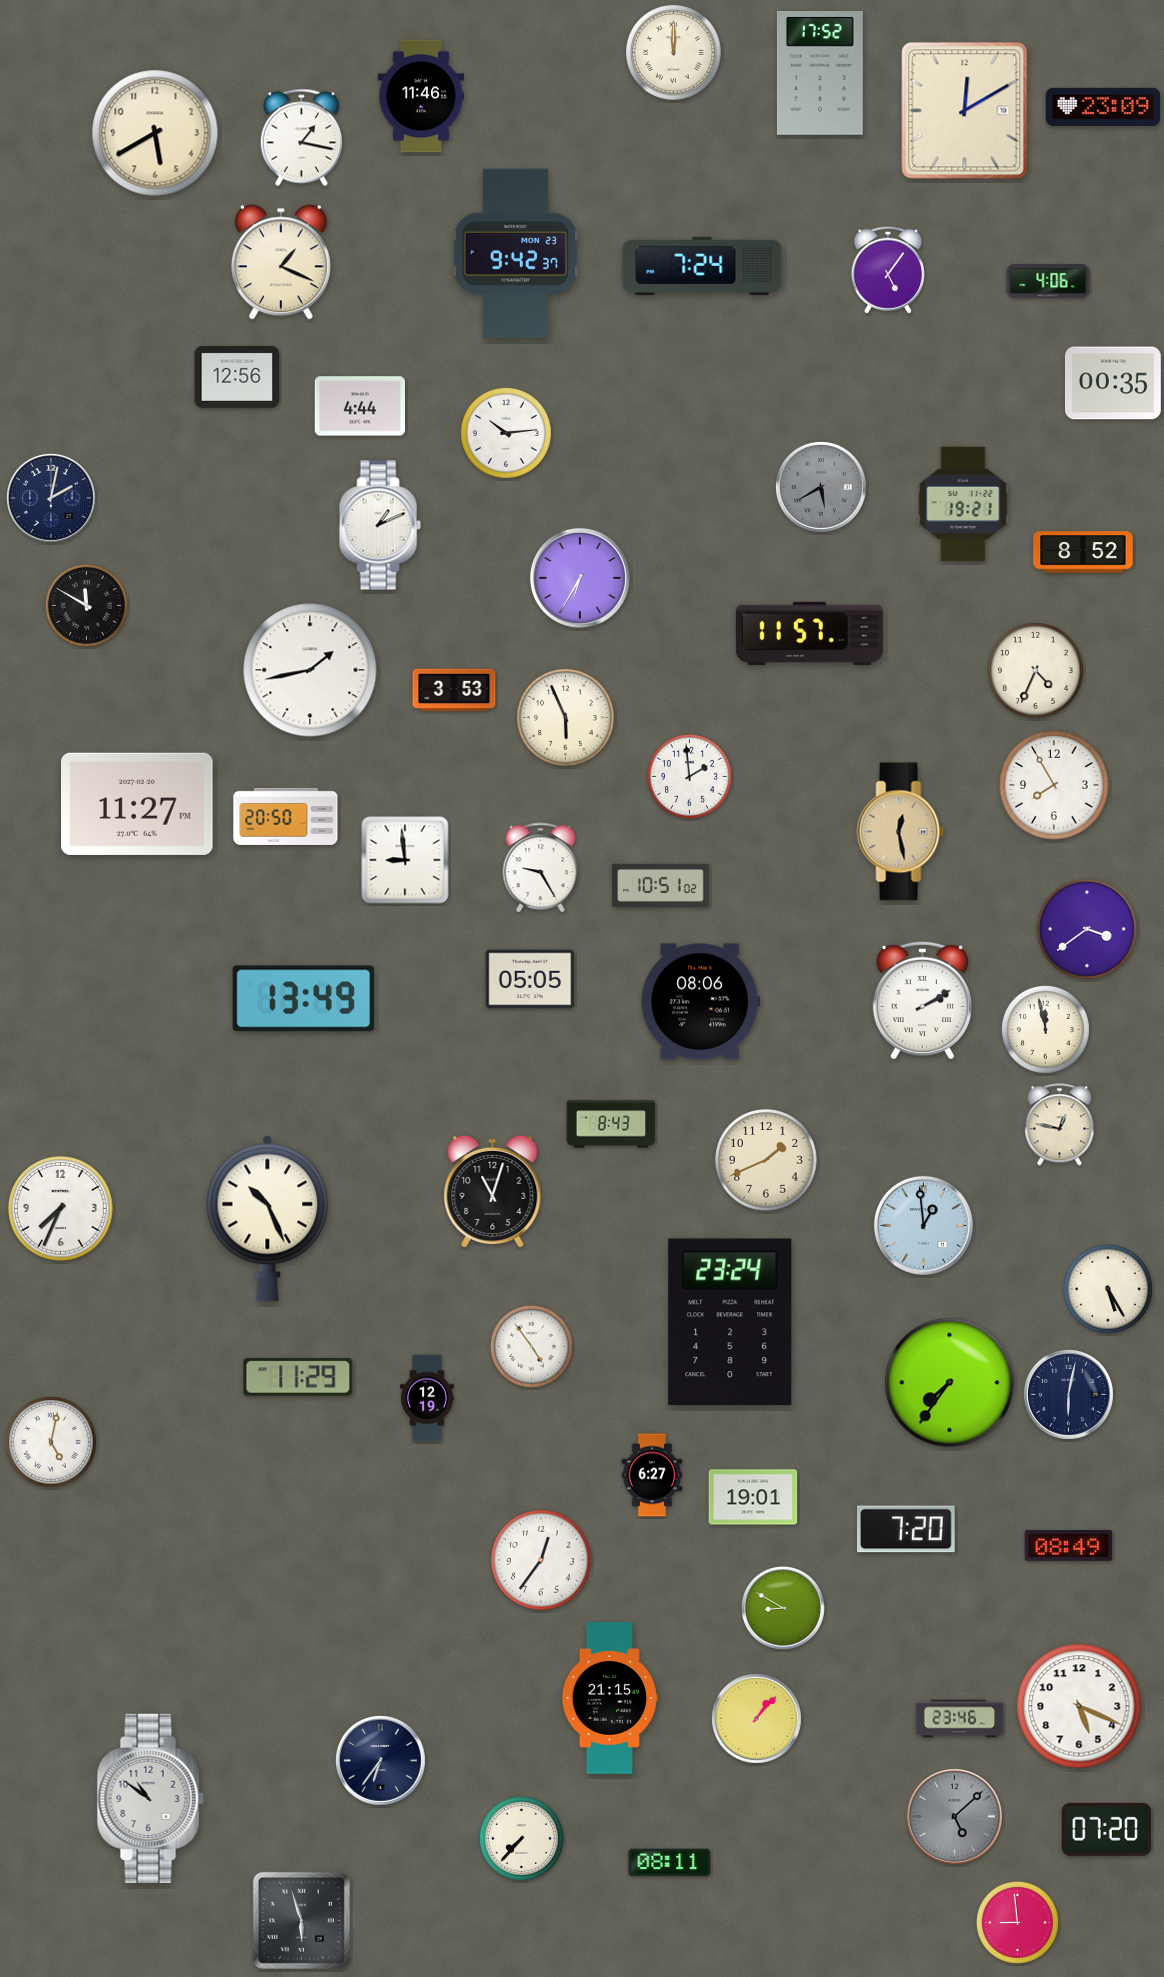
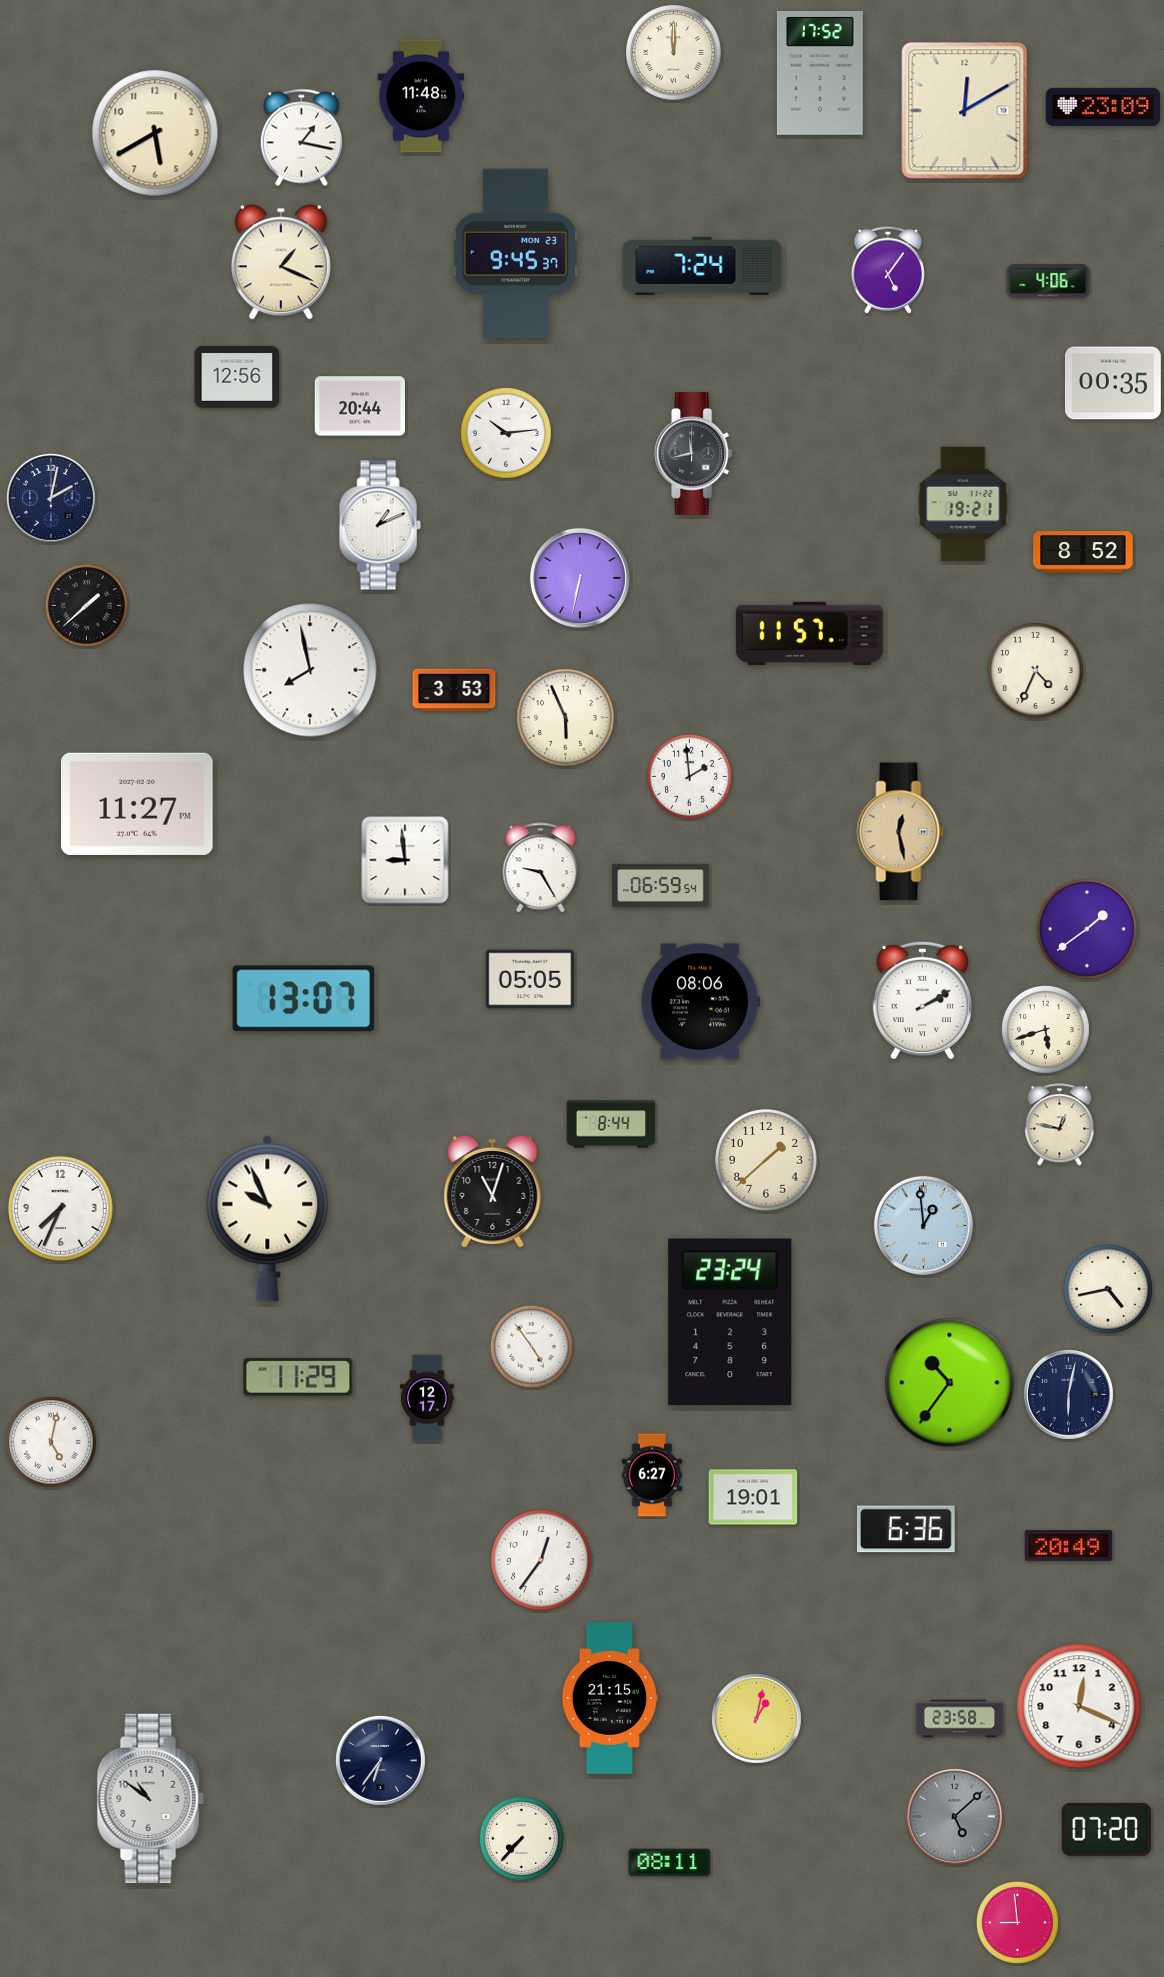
clock at (421, 96): 11:46 -> 11:48
clock at (515, 254): 9:42 -> 9:45
clock at (359, 406): 4:44 -> 20:44
clock at (694, 453): none -> 11:43
clock at (821, 487): 5:40 -> none
clock at (580, 578): 6:35 -> 6:32
clock at (86, 605): 11:50 -> 1:38
clock at (310, 670): 1:43 -> 7:58
clock at (1054, 785): 7:55 -> none
clock at (286, 816): 20:50 -> none
clock at (661, 885): 10:51 -> 06:59
clock at (1087, 929): 3:39 -> 1:39
clock at (304, 999): 13:49 -> 13:07
clock at (1045, 1029): 11:58 -> 5:42
clock at (611, 1124): 8:43 -> 8:44
clock at (766, 1160): 1:41 -> 1:38
clock at (268, 1218): 10:26 -> 9:56
clock at (1108, 1289): 5:25 -> 4:43
clock at (950, 1383): 7:36 -> 10:36
clock at (428, 1398): 12:19 -> 12:17
clock at (907, 1529): 7:20 -> 6:36
clock at (1069, 1545): 08:49 -> 20:49
clock at (784, 1609): 8:50 -> none
clock at (1079, 1706): 5:19 -> 12:19
clock at (756, 1718): 1:07 -> 1:02
clock at (960, 1719): 23:46 -> 23:58
clock at (301, 1920): 5:57 -> none
